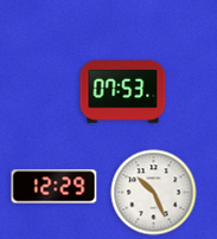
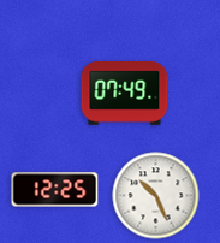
clock at (123, 92): 07:53 -> 07:49
clock at (55, 187): 12:29 -> 12:25
